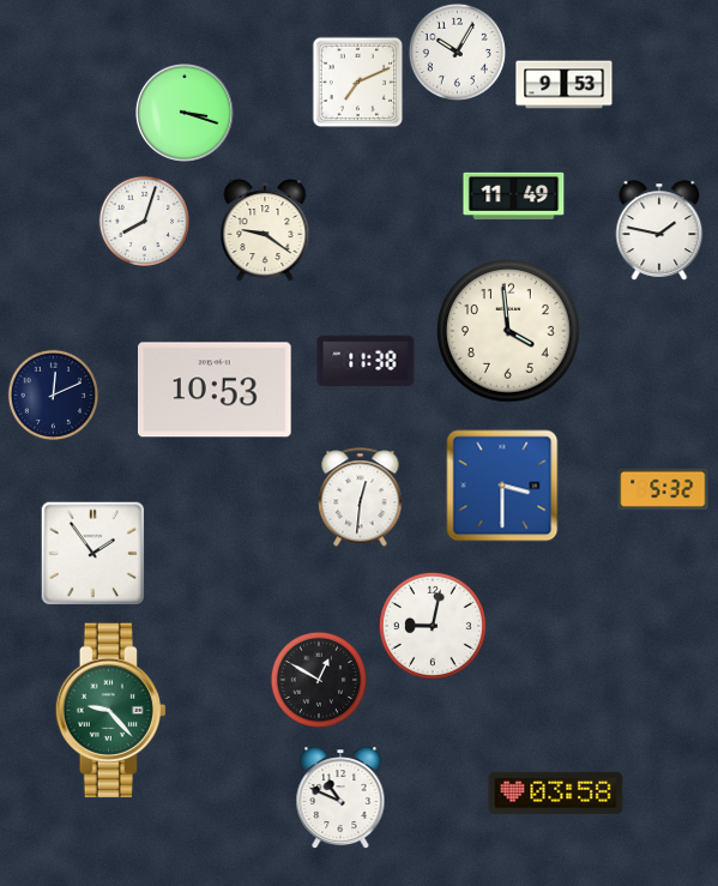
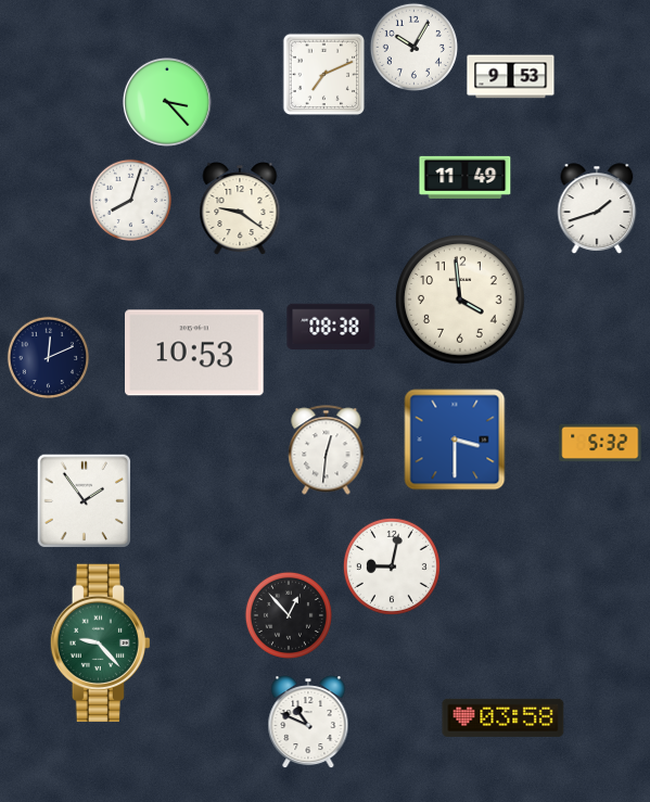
clock at (185, 113): 3:18 -> 3:23
clock at (659, 230): 1:47 -> 1:42
clock at (366, 361): 11:38 -> 08:38
clock at (319, 680): 12:50 -> 12:53
